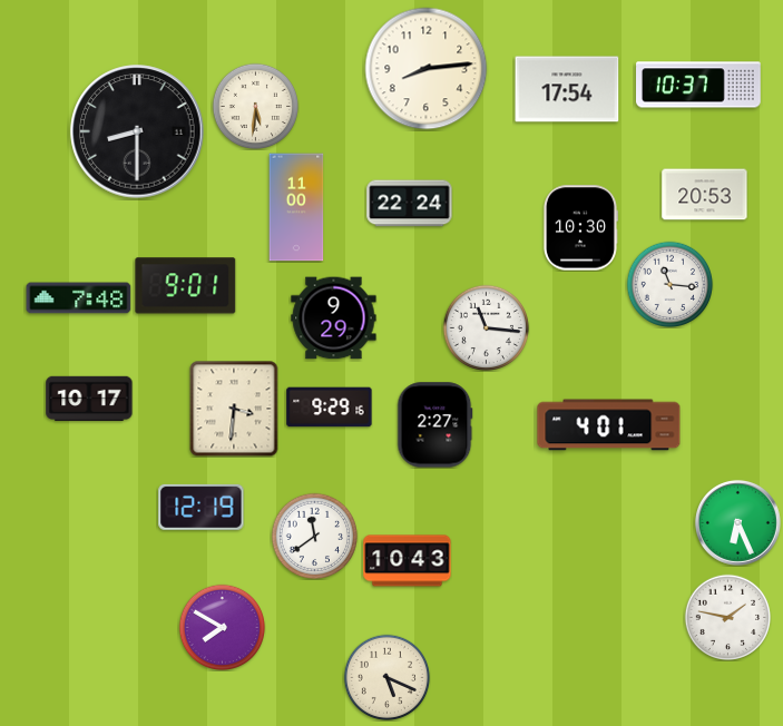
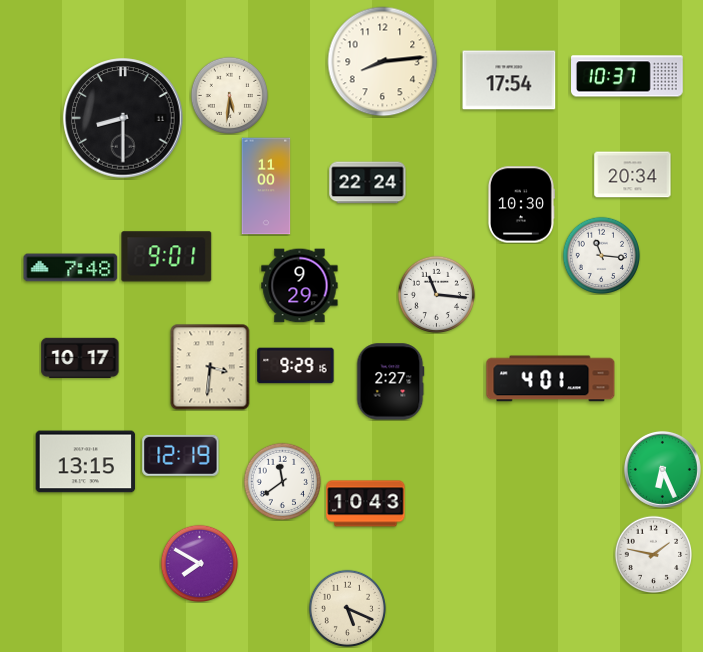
clock at (705, 195): 20:53 -> 20:34
clock at (609, 425) position: (609, 425) -> (551, 379)
clock at (86, 462): none -> 13:15
